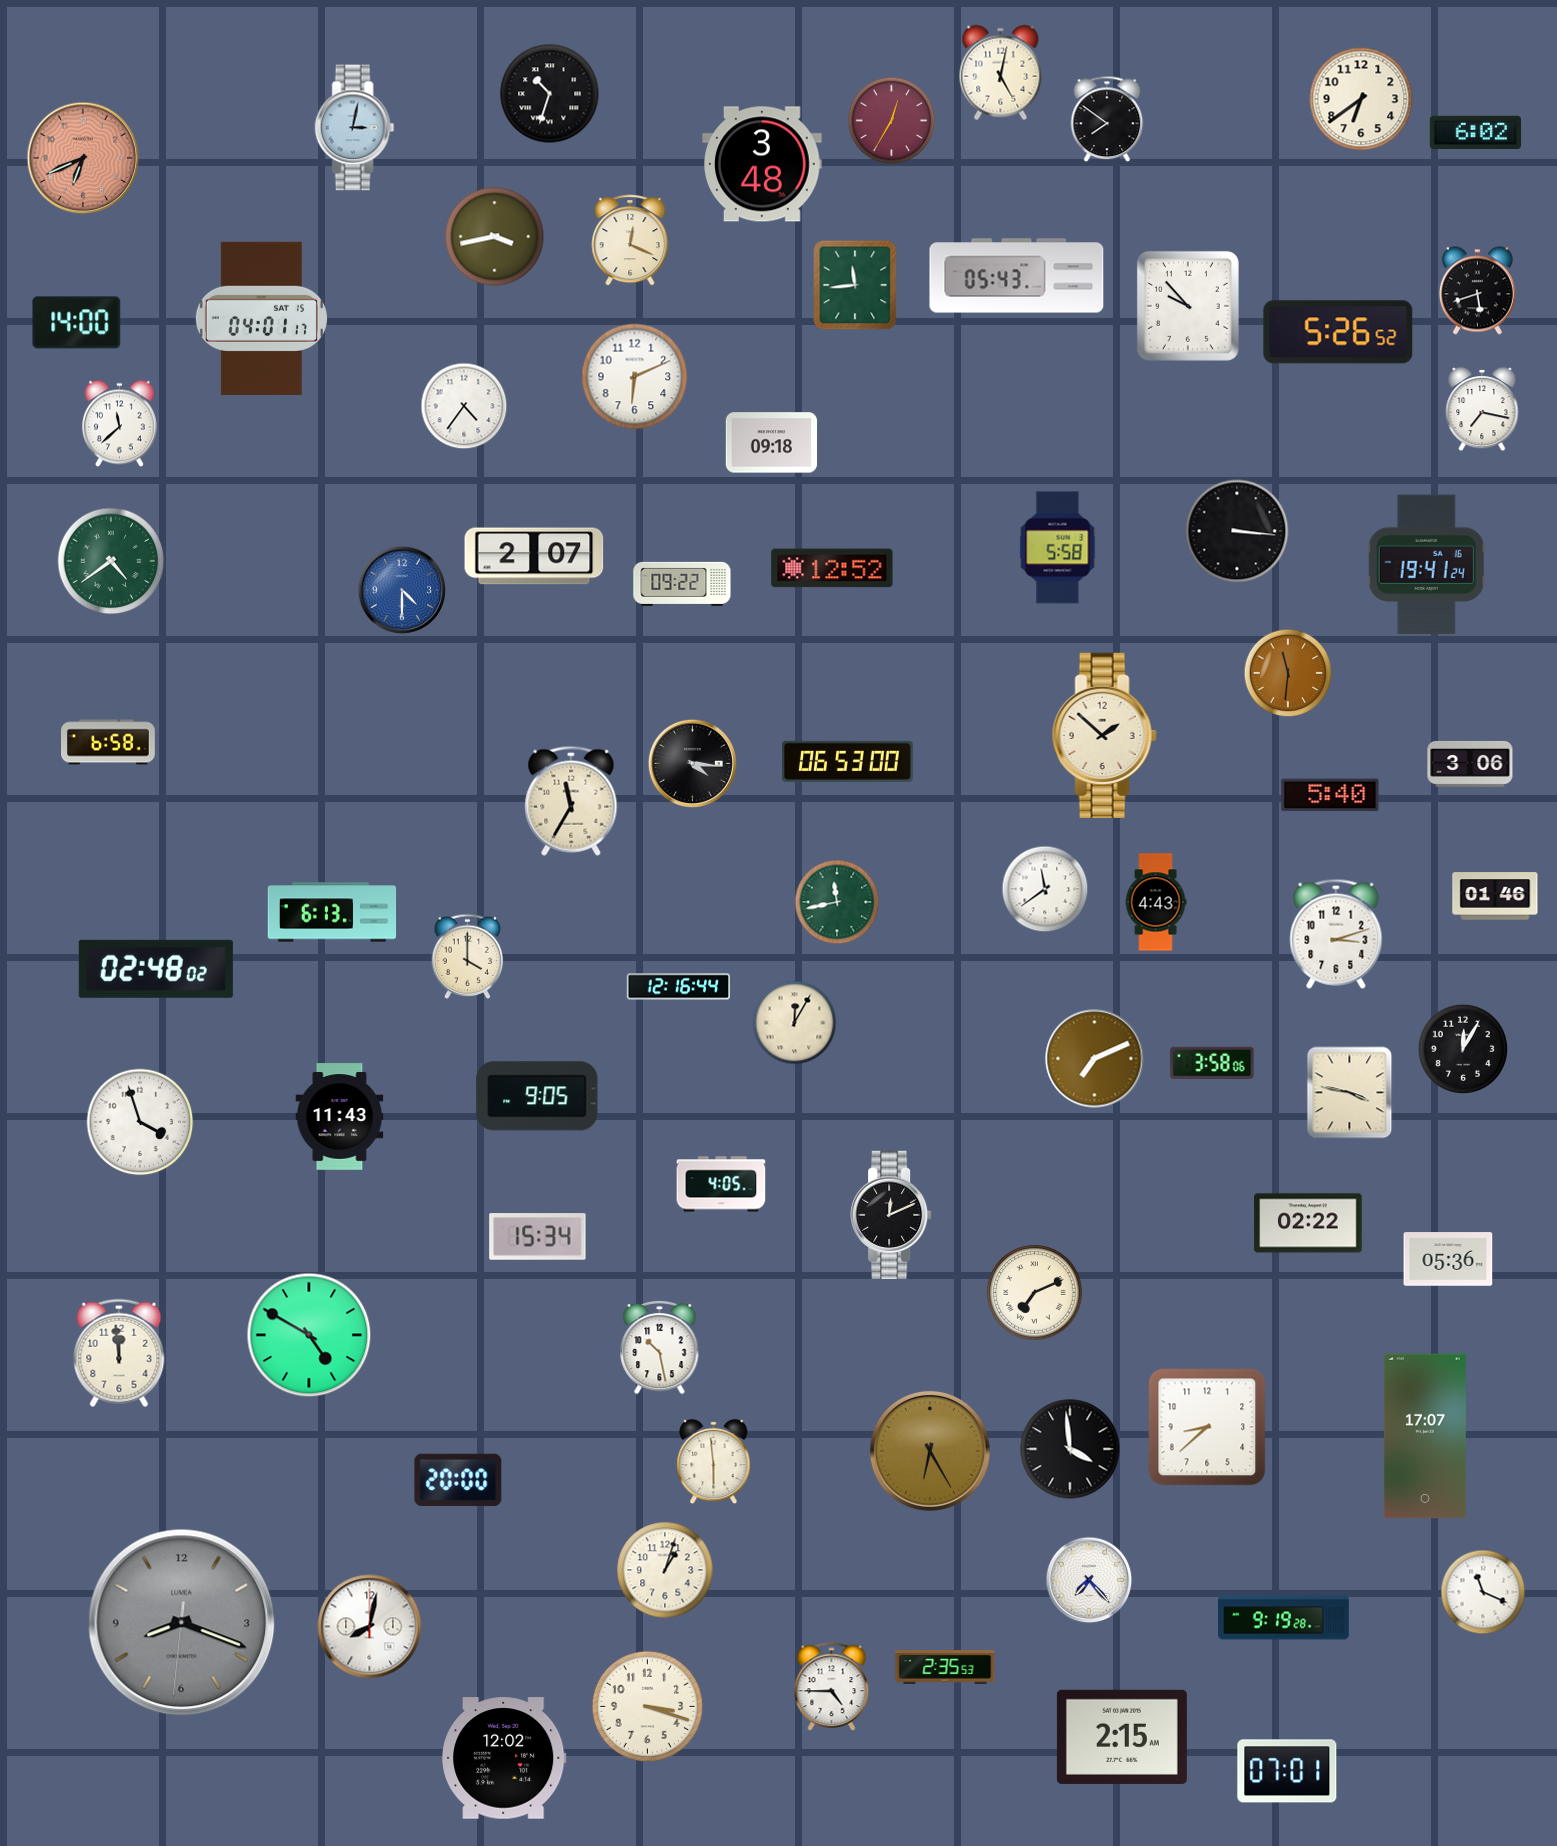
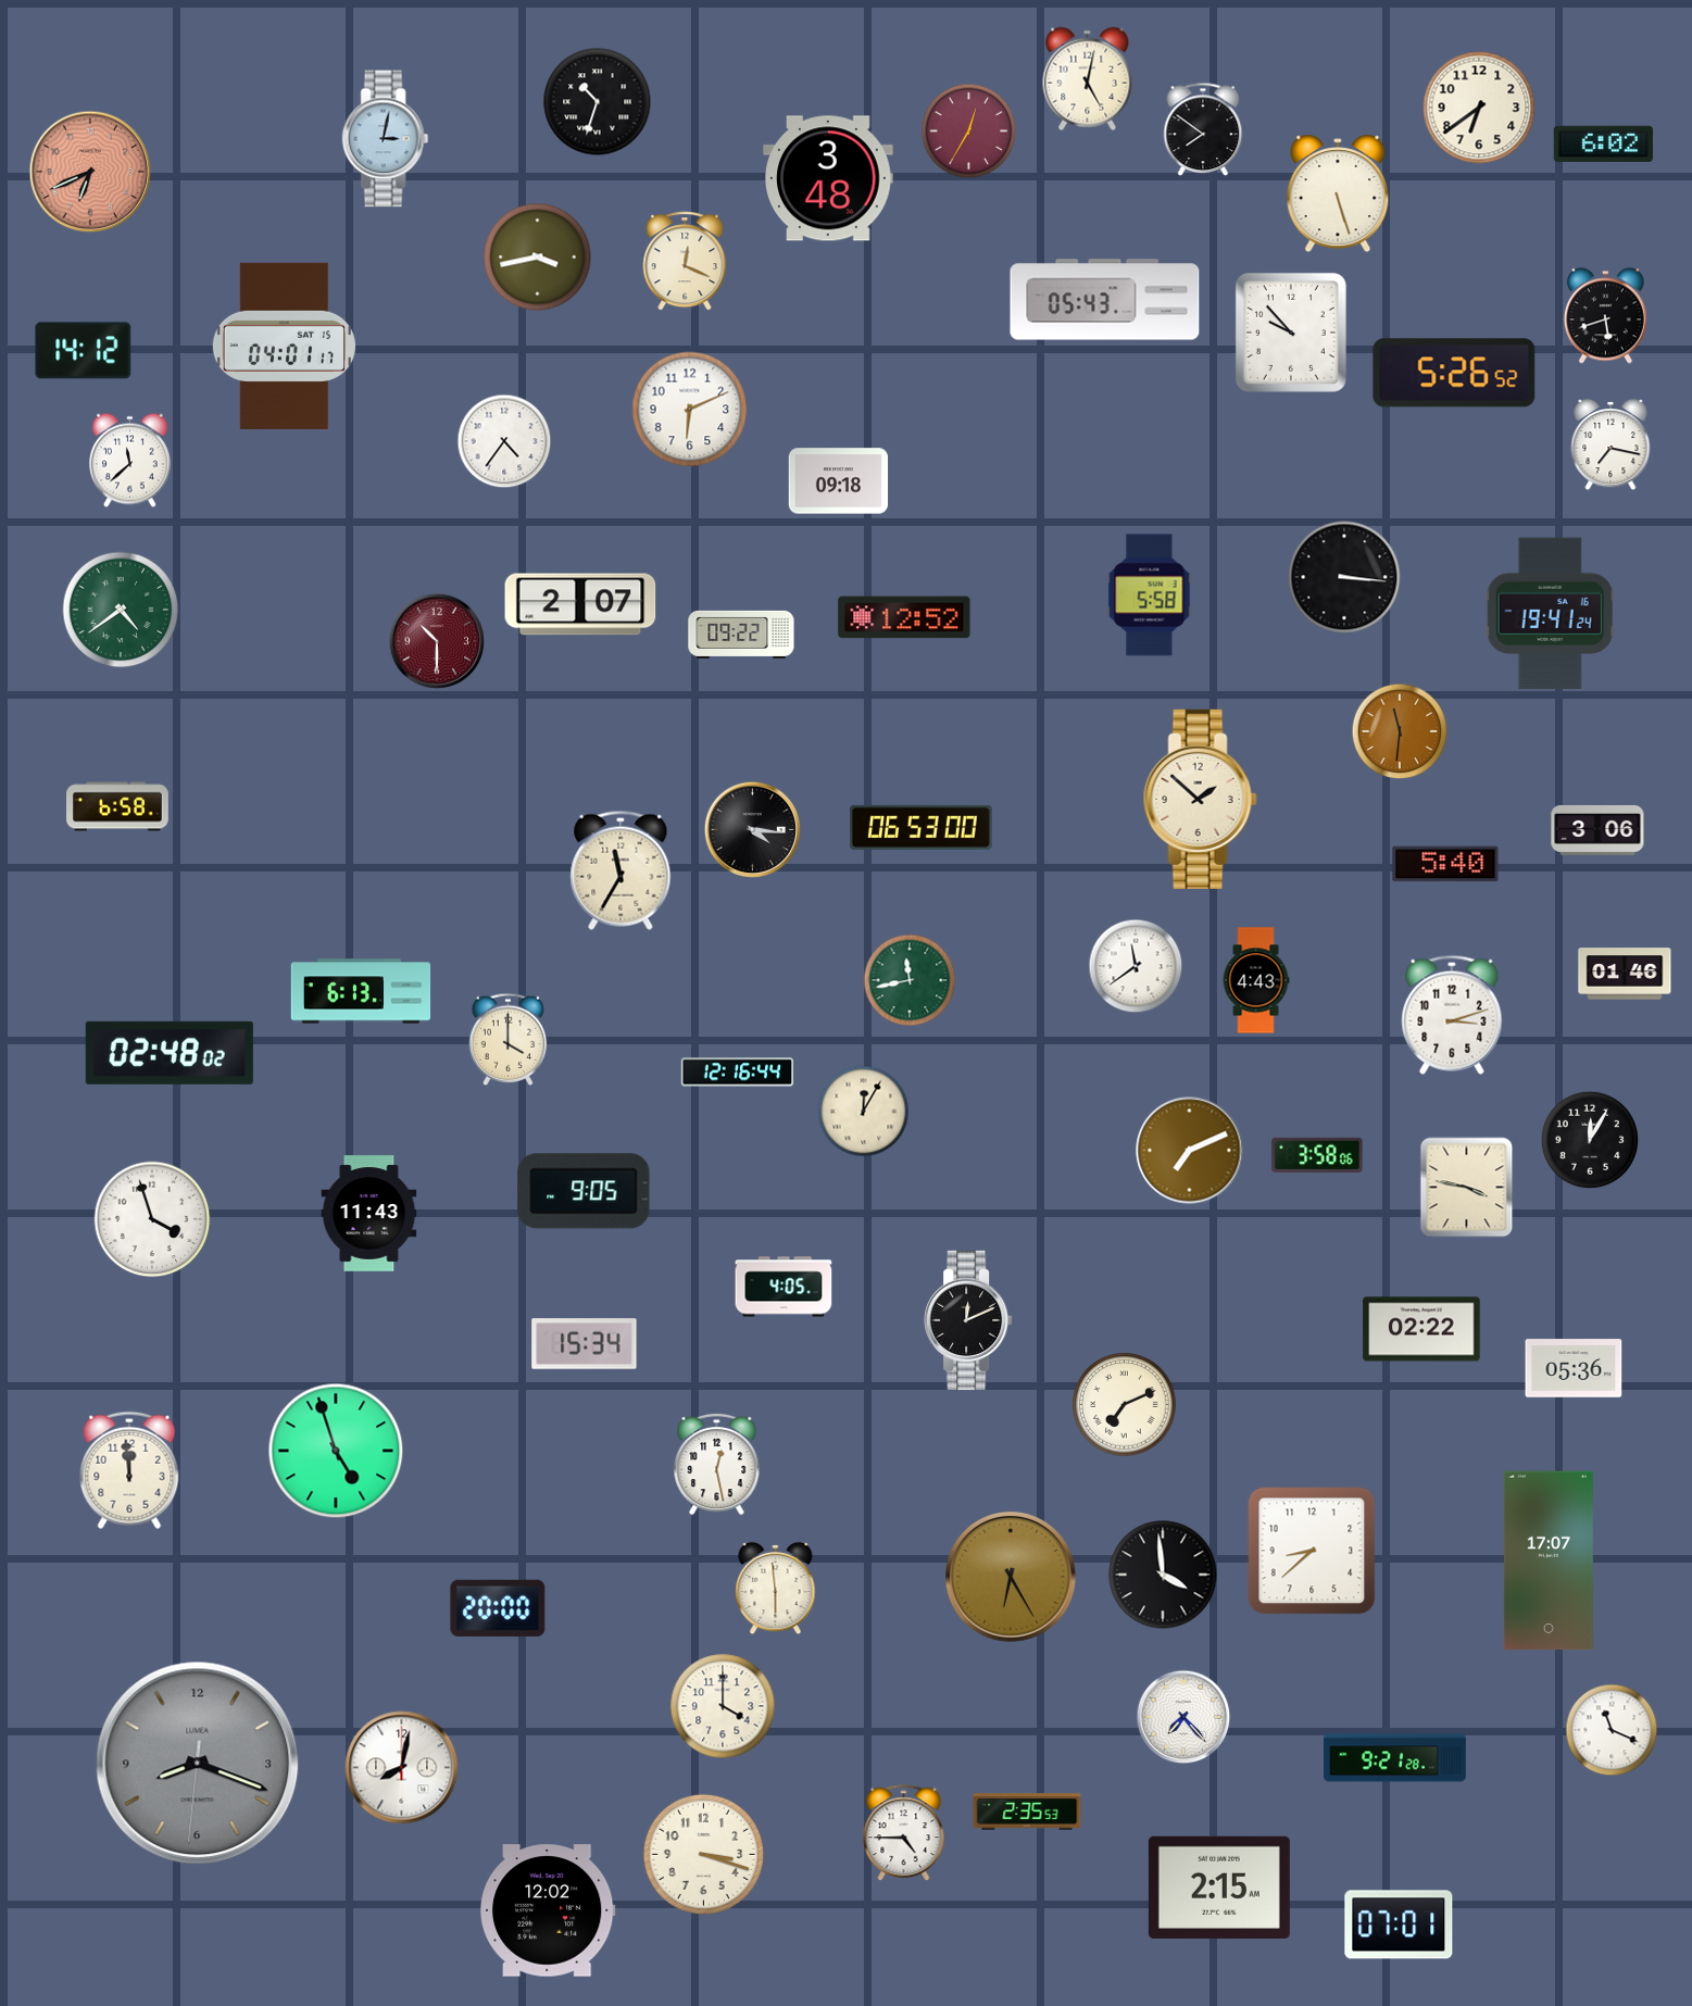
clock at (1338, 193): none -> 5:27
clock at (855, 285): 11:44 -> none
clock at (77, 323): 14:00 -> 14:12
clock at (1338, 332) position: (1338, 332) -> (1454, 373)
clock at (402, 590): 4:30 -> 10:30
clock at (402, 590) dial: blue -> burgundy
clock at (309, 1335): 4:50 -> 4:57
clock at (660, 1347): 10:28 -> 12:28
clock at (665, 1570): 1:03 -> 4:00
clock at (1284, 1618): 9:19 -> 9:21
